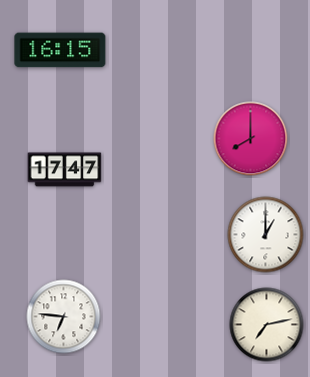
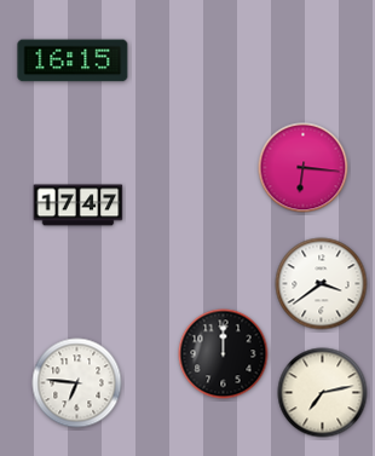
clock at (251, 139): 8:00 -> 6:16
clock at (266, 235): 1:00 -> 3:39
clock at (224, 354): none -> 12:00
